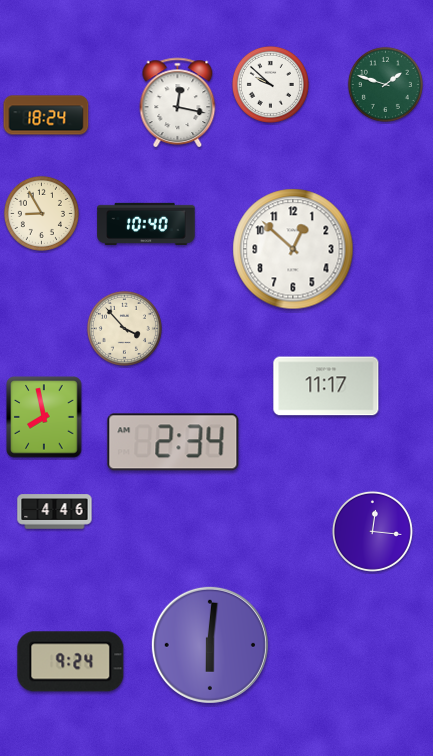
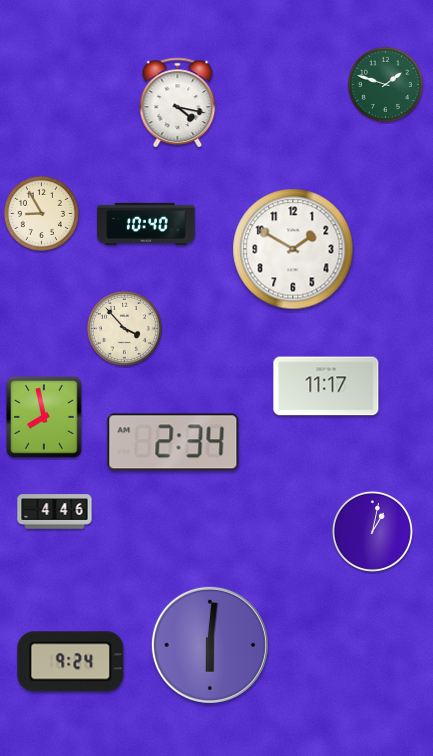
clock at (270, 84): 9:52 -> none
clock at (178, 103): 12:17 -> 4:17
clock at (46, 115): 18:24 -> none
clock at (293, 249): 12:52 -> 1:50
clock at (372, 531): 12:16 -> 1:02
